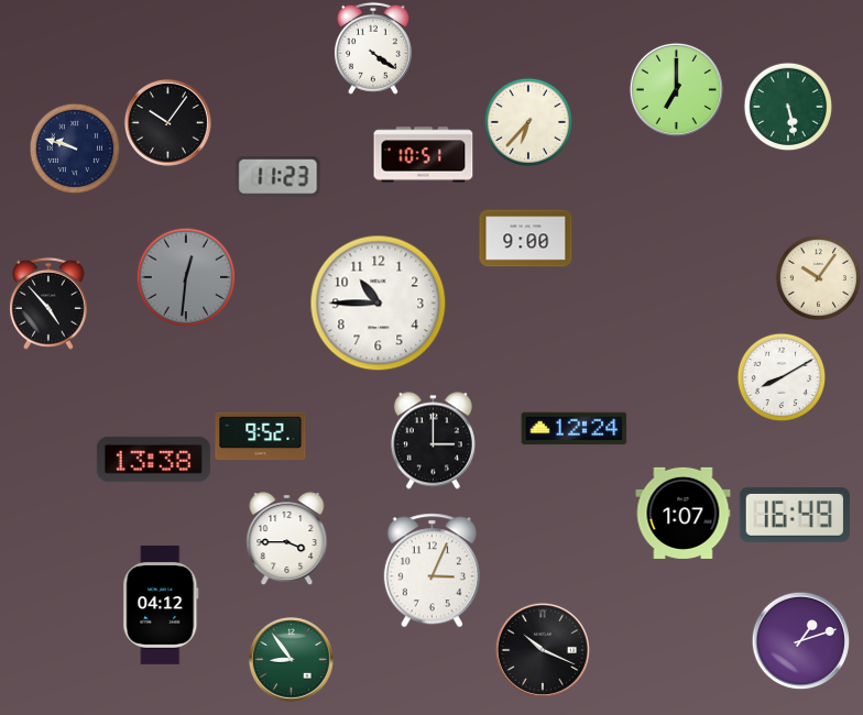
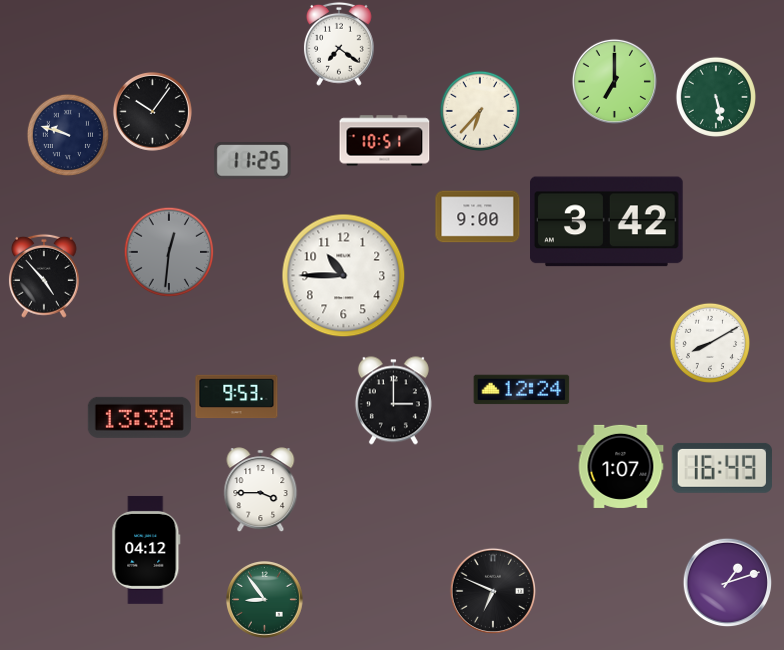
clock at (373, 48): 4:21 -> 7:21
clock at (278, 177): 11:23 -> 11:25
clock at (607, 222): none -> 3:42
clock at (818, 277): 10:06 -> none
clock at (261, 437): 9:52 -> 9:53
clock at (431, 571): 3:04 -> none
clock at (543, 650): 10:19 -> 6:49
